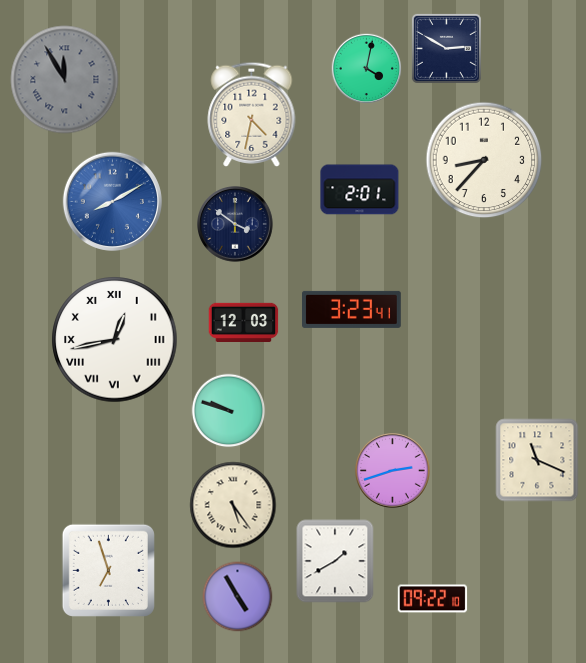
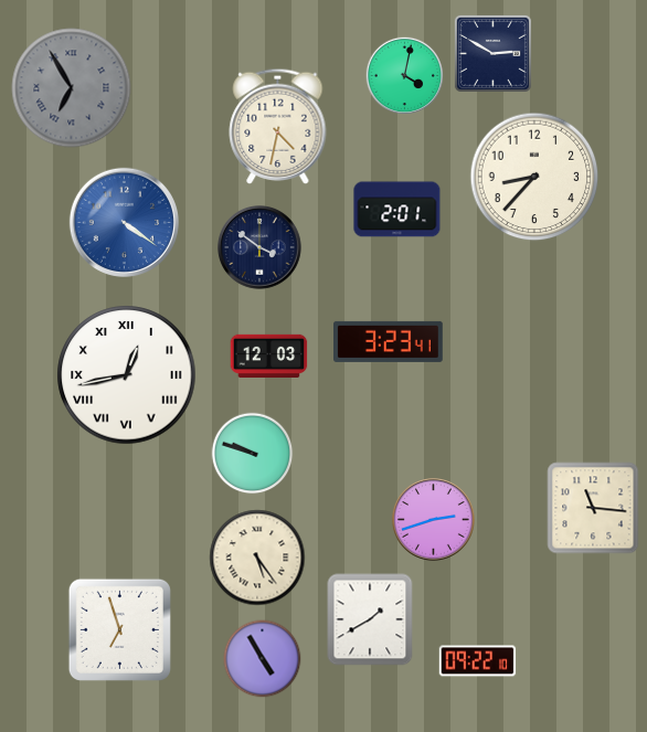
clock at (65, 80): 11:55 -> 6:55
clock at (112, 201): 8:10 -> 4:21
clock at (537, 460): 11:19 -> 11:16
